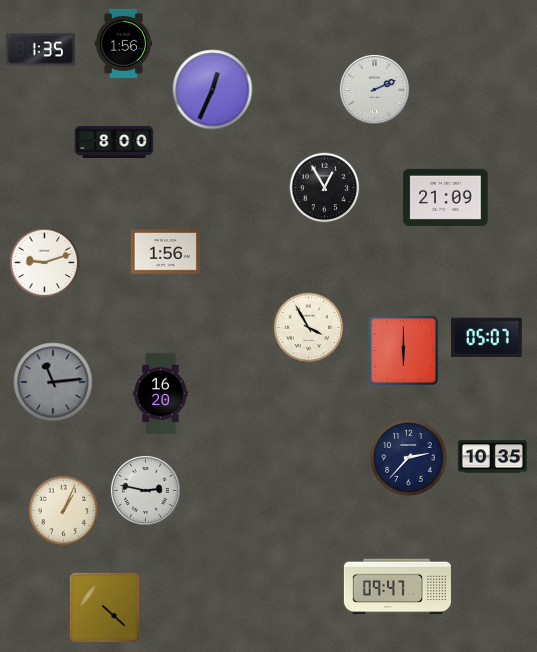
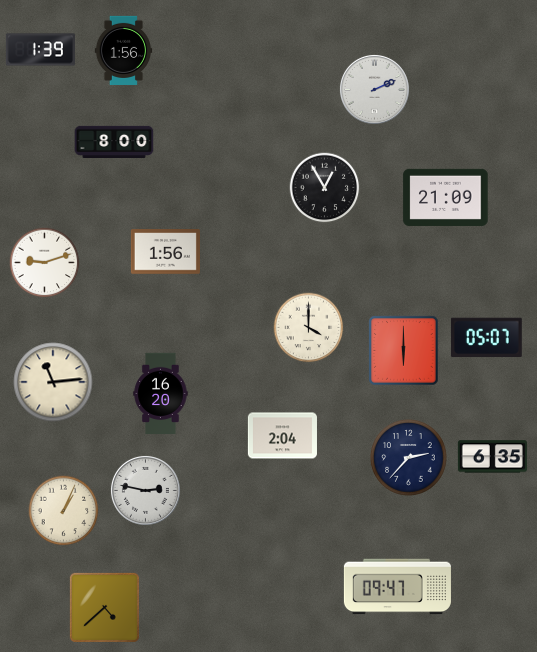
clock at (124, 43) position: (124, 43) -> (124, 50)
clock at (40, 50): 1:35 -> 1:39
clock at (213, 90): 12:34 -> none
clock at (309, 328): 3:55 -> 4:00
clock at (53, 382) dial: grey -> cream
clock at (282, 436): none -> 2:04
clock at (492, 457): 10:35 -> 6:35
clock at (104, 607): 4:22 -> 4:38
